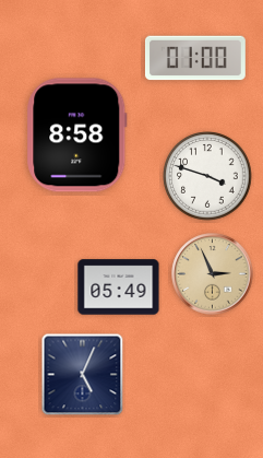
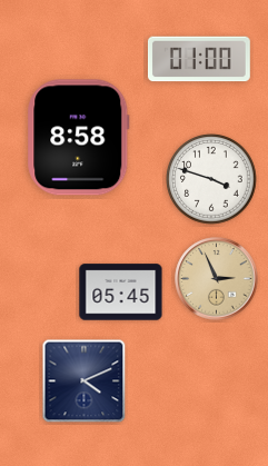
clock at (119, 287): 05:49 -> 05:45
clock at (83, 375): 5:04 -> 4:11
